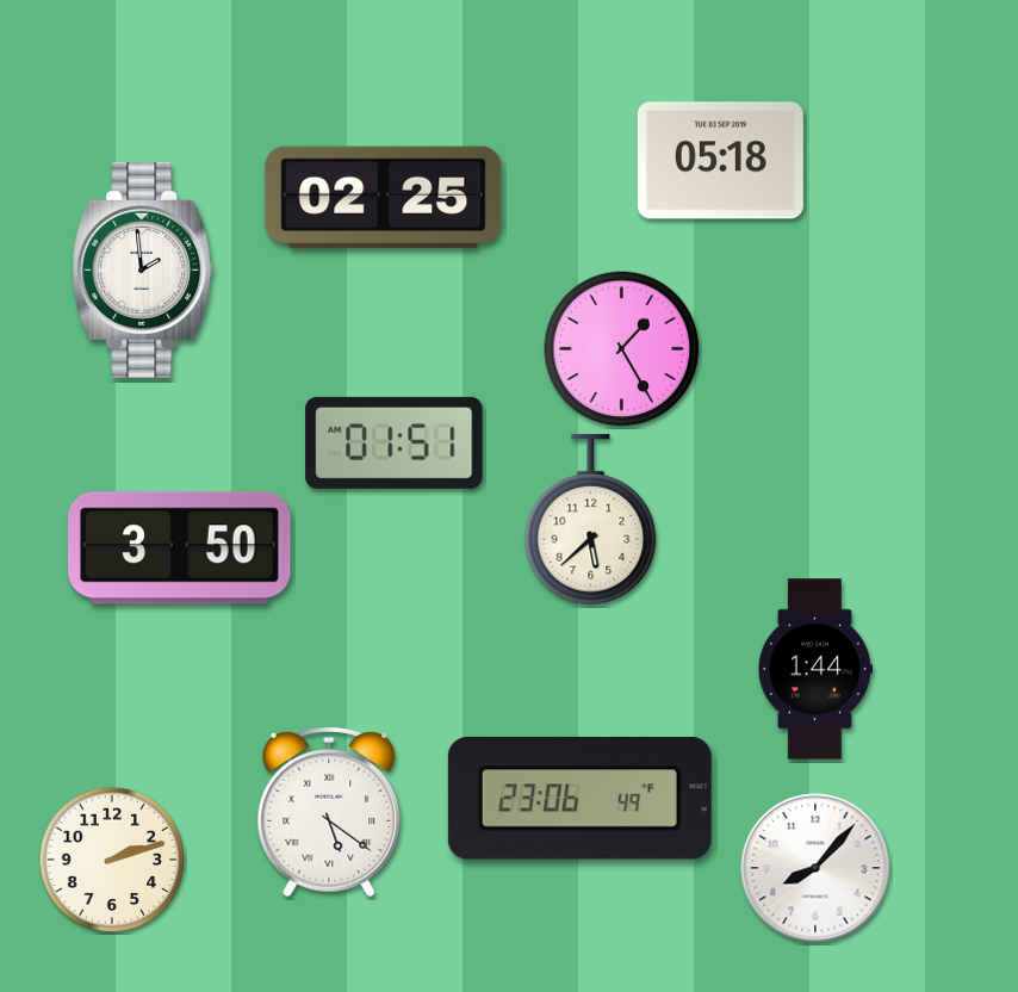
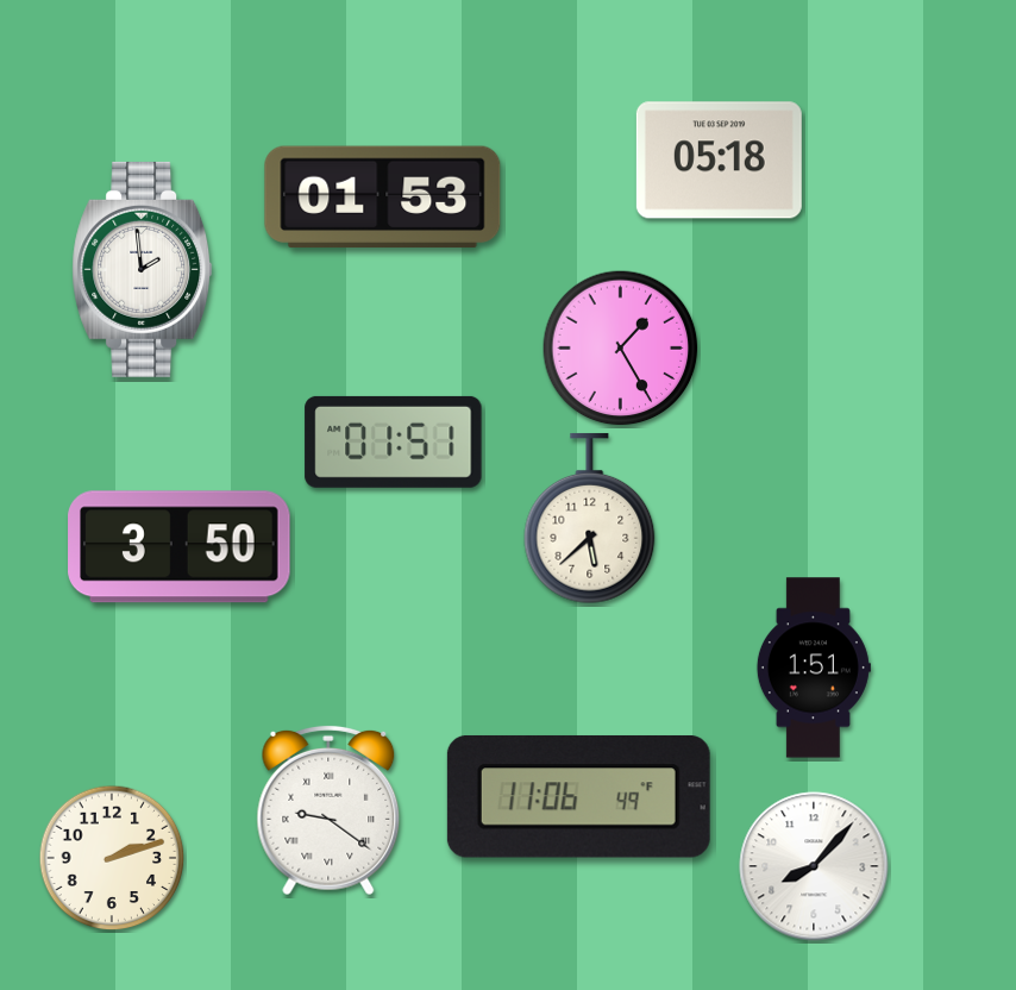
clock at (384, 198): 02:25 -> 01:53
clock at (815, 669): 1:44 -> 1:51
clock at (579, 798): 23:06 -> 11:06
clock at (329, 812): 5:21 -> 9:21
